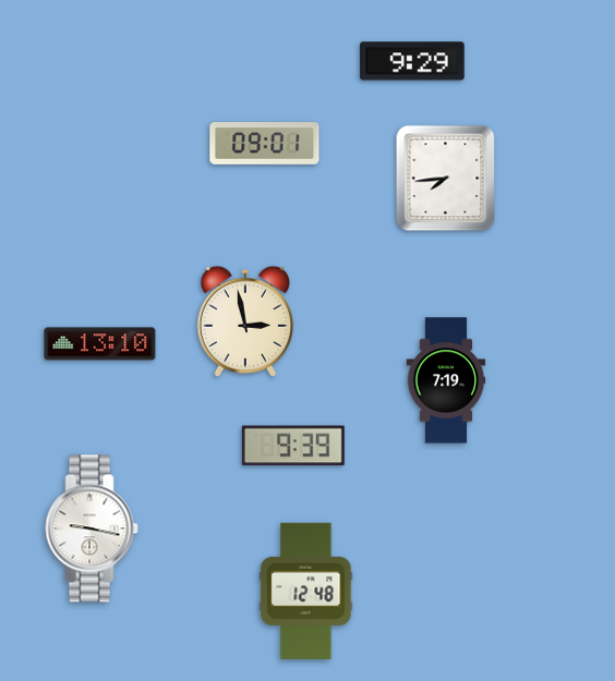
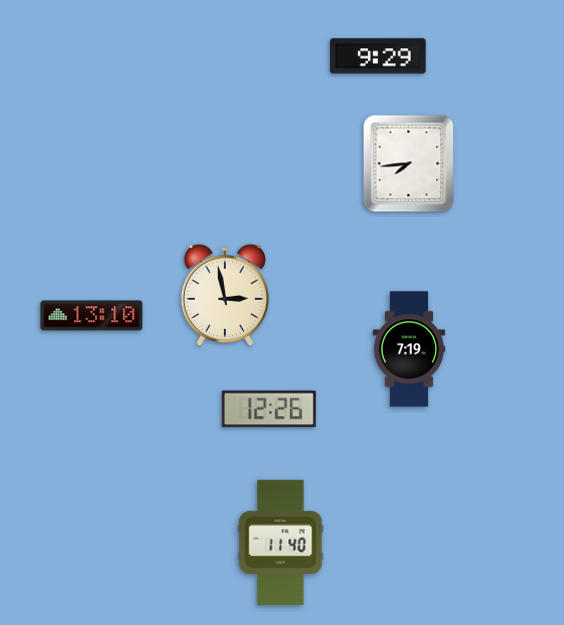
clock at (265, 144): 09:01 -> none
clock at (293, 446): 9:39 -> 12:26
clock at (92, 528): 9:17 -> none
clock at (306, 591): 12:48 -> 11:40
